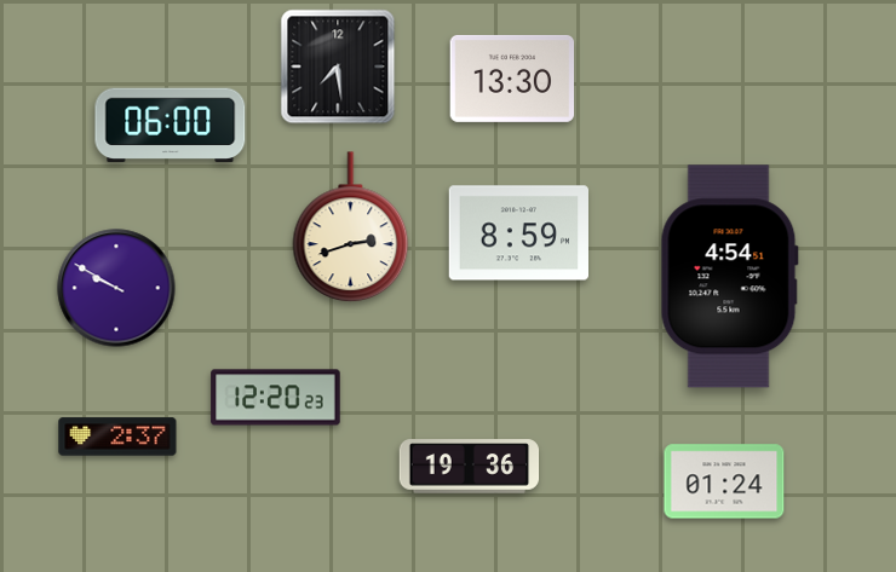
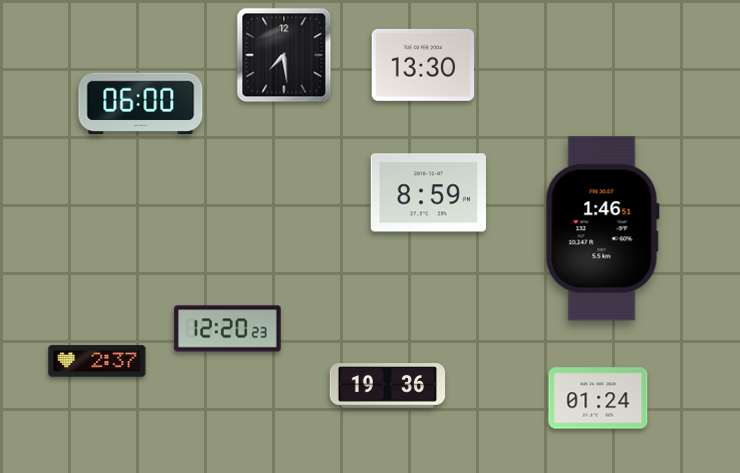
clock at (338, 67) position: (338, 67) -> (284, 55)
clock at (351, 227): 2:42 -> none
clock at (729, 277): 4:54 -> 1:46
clock at (116, 288): 9:50 -> none
